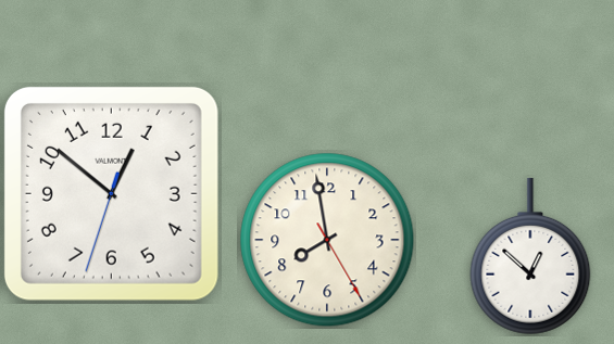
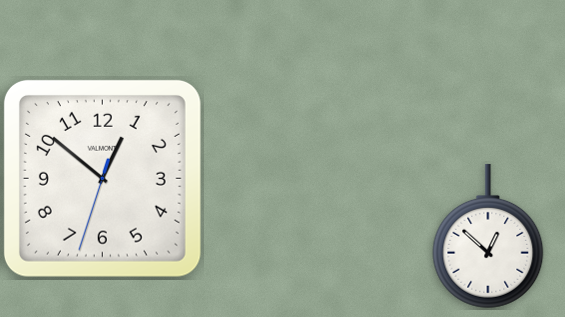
clock at (327, 240): 7:58 -> none
